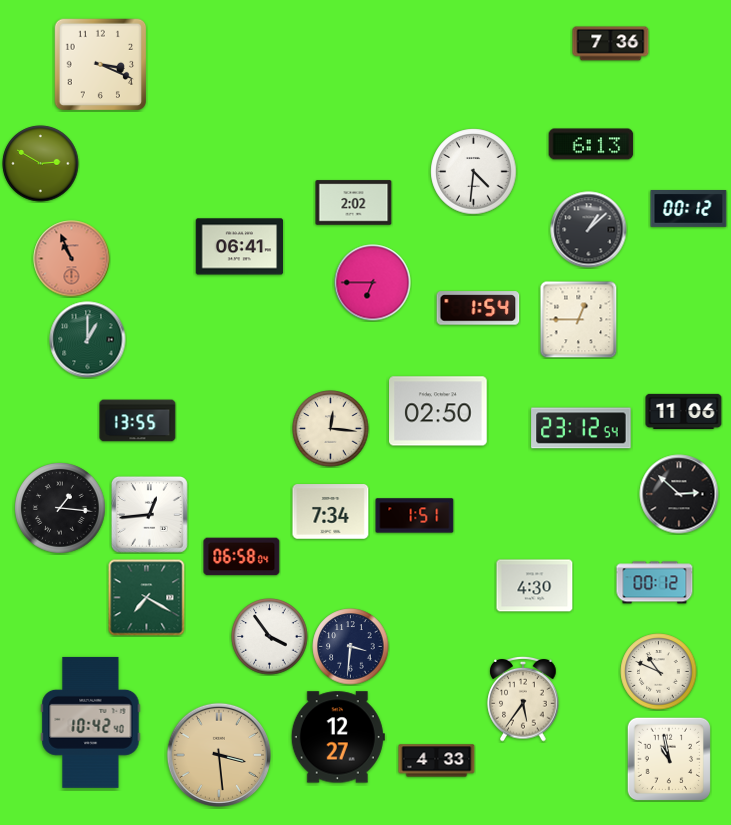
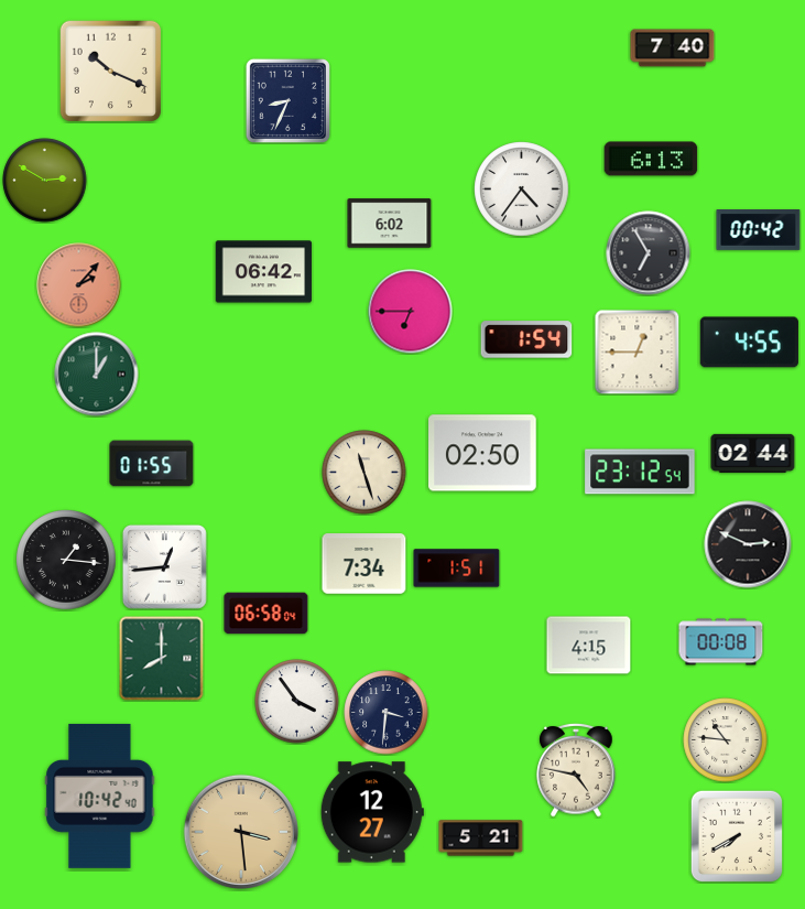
clock at (611, 44): 7:36 -> 7:40
clock at (101, 65): 3:19 -> 10:19
clock at (287, 100): none -> 8:34
clock at (474, 172): 4:31 -> 4:36
clock at (354, 203): 2:02 -> 6:02
clock at (689, 209): 00:12 -> 00:42
clock at (589, 230): 1:08 -> 6:55
clock at (240, 247): 06:41 -> 06:42
clock at (72, 259): 10:56 -> 2:07
clock at (749, 343): none -> 4:55
clock at (684, 411): 11:06 -> 02:44
clock at (138, 421): 13:55 -> 01:55
clock at (331, 429): 12:16 -> 11:27
clock at (679, 494): 2:52 -> 2:49
clock at (655, 583): 00:12 -> 00:08
clock at (535, 586): 4:30 -> 4:15
clock at (147, 598): 7:20 -> 8:00
clock at (659, 672): 10:49 -> 10:46
clock at (523, 700): 5:36 -> 4:47
clock at (669, 759): 10:58 -> 7:40
clock at (437, 761): 4:33 -> 5:21
